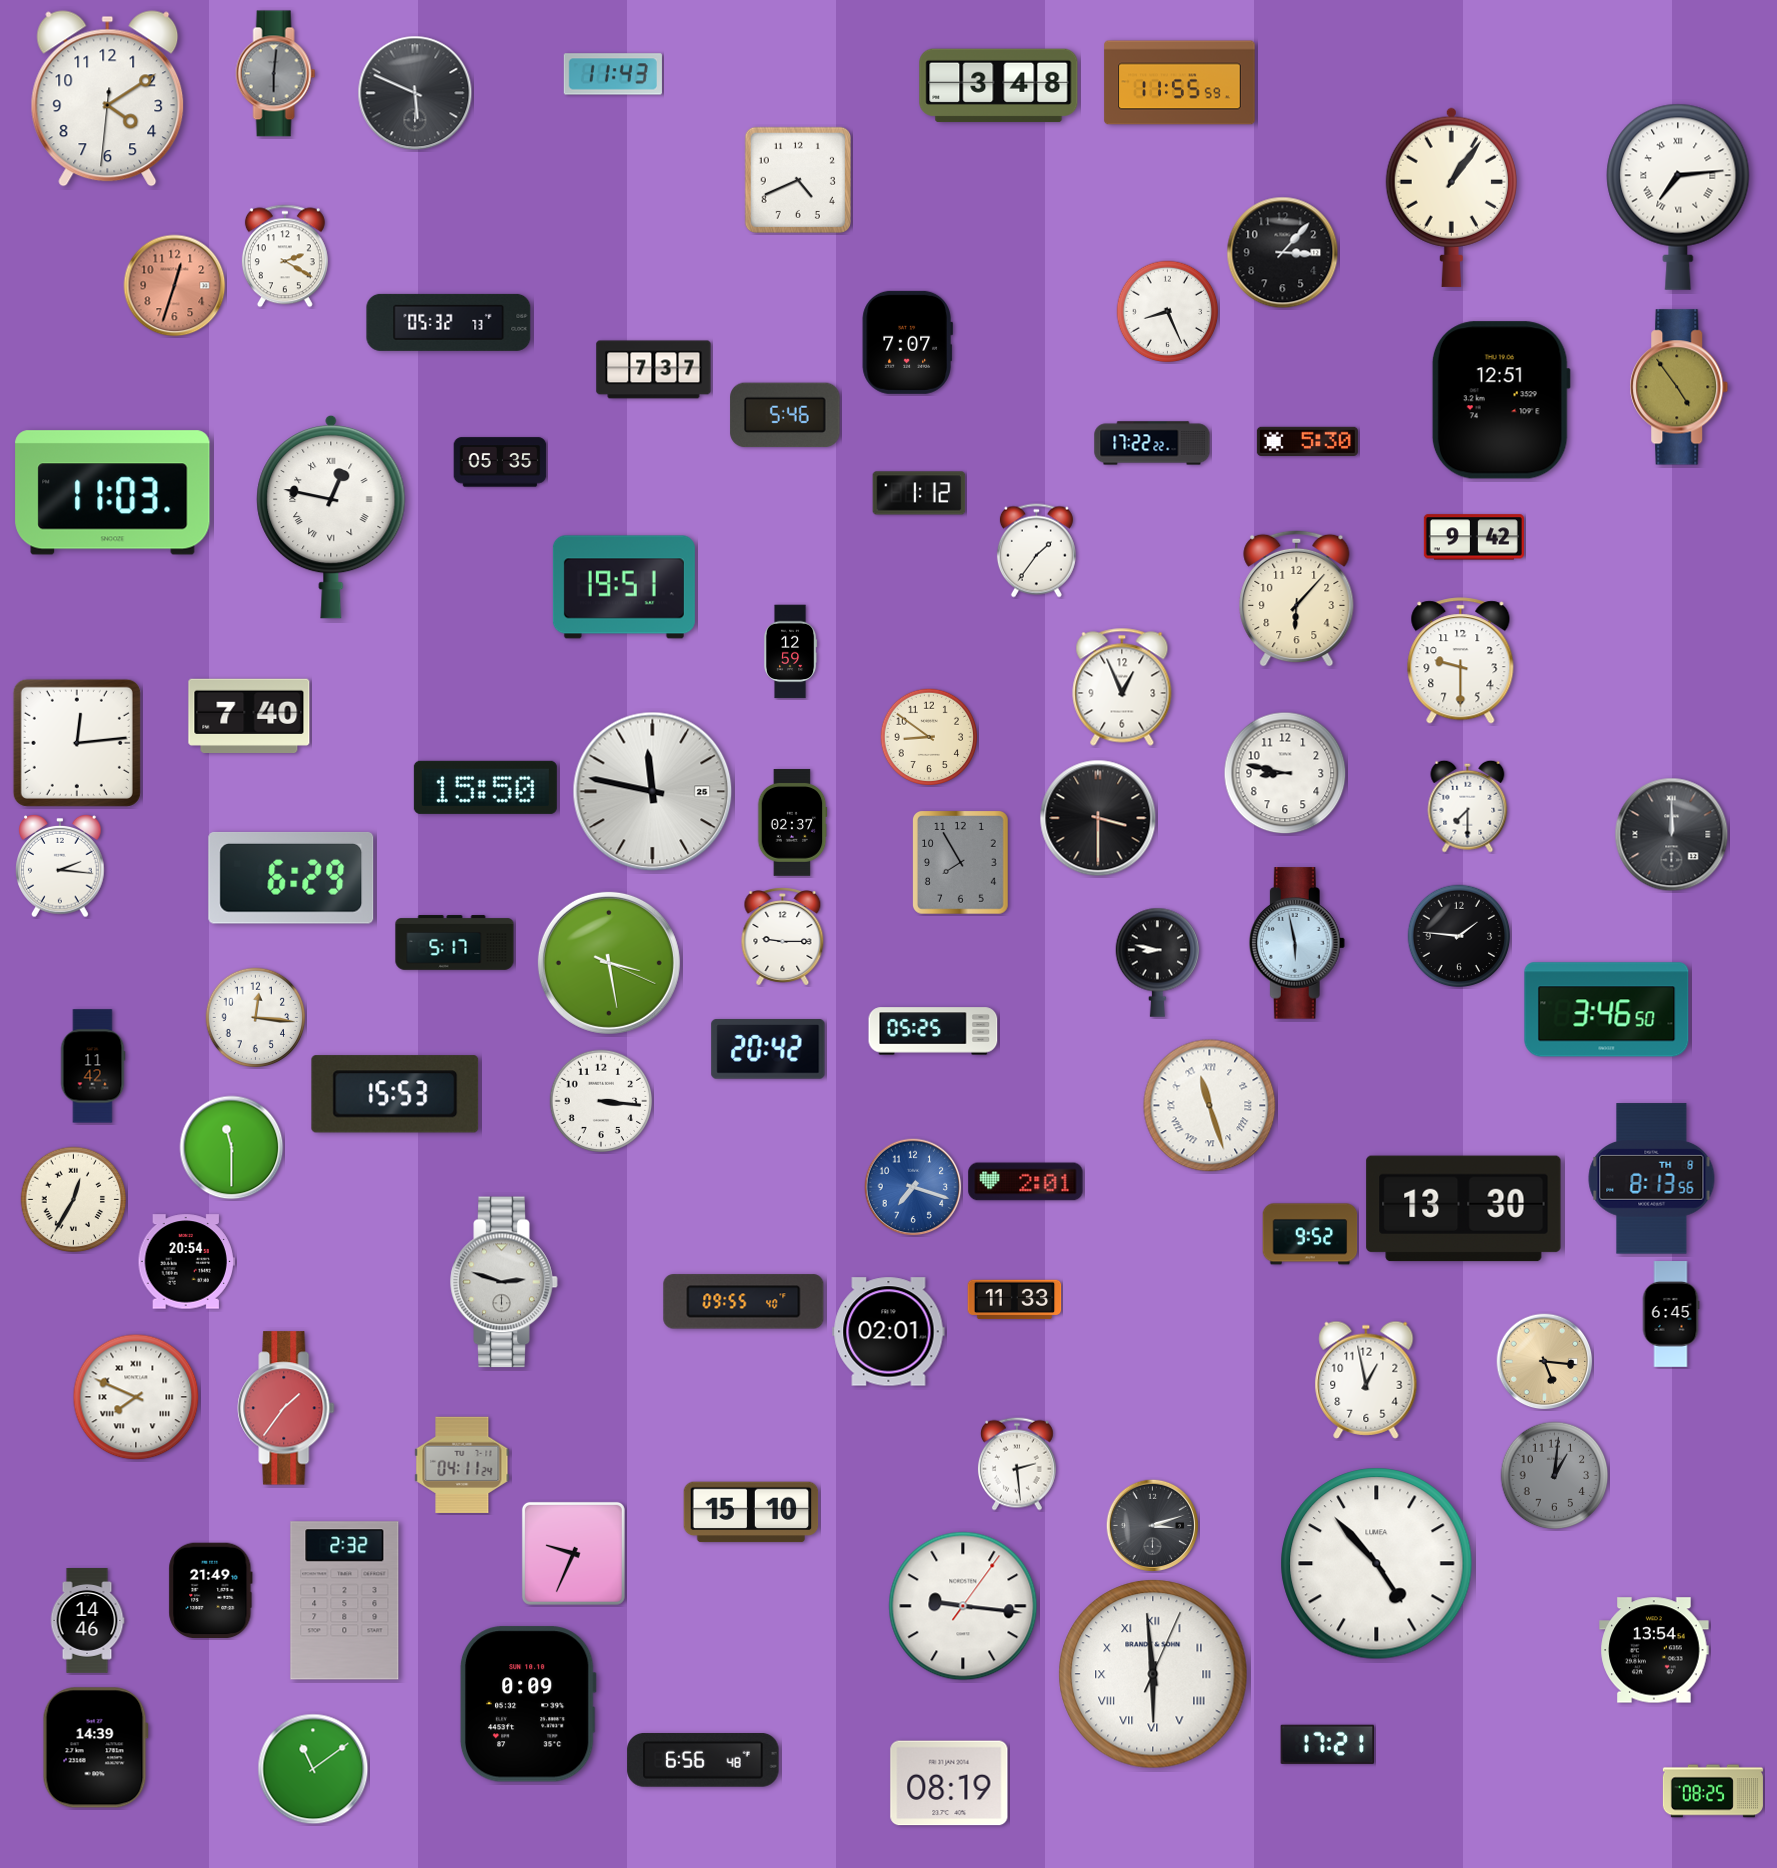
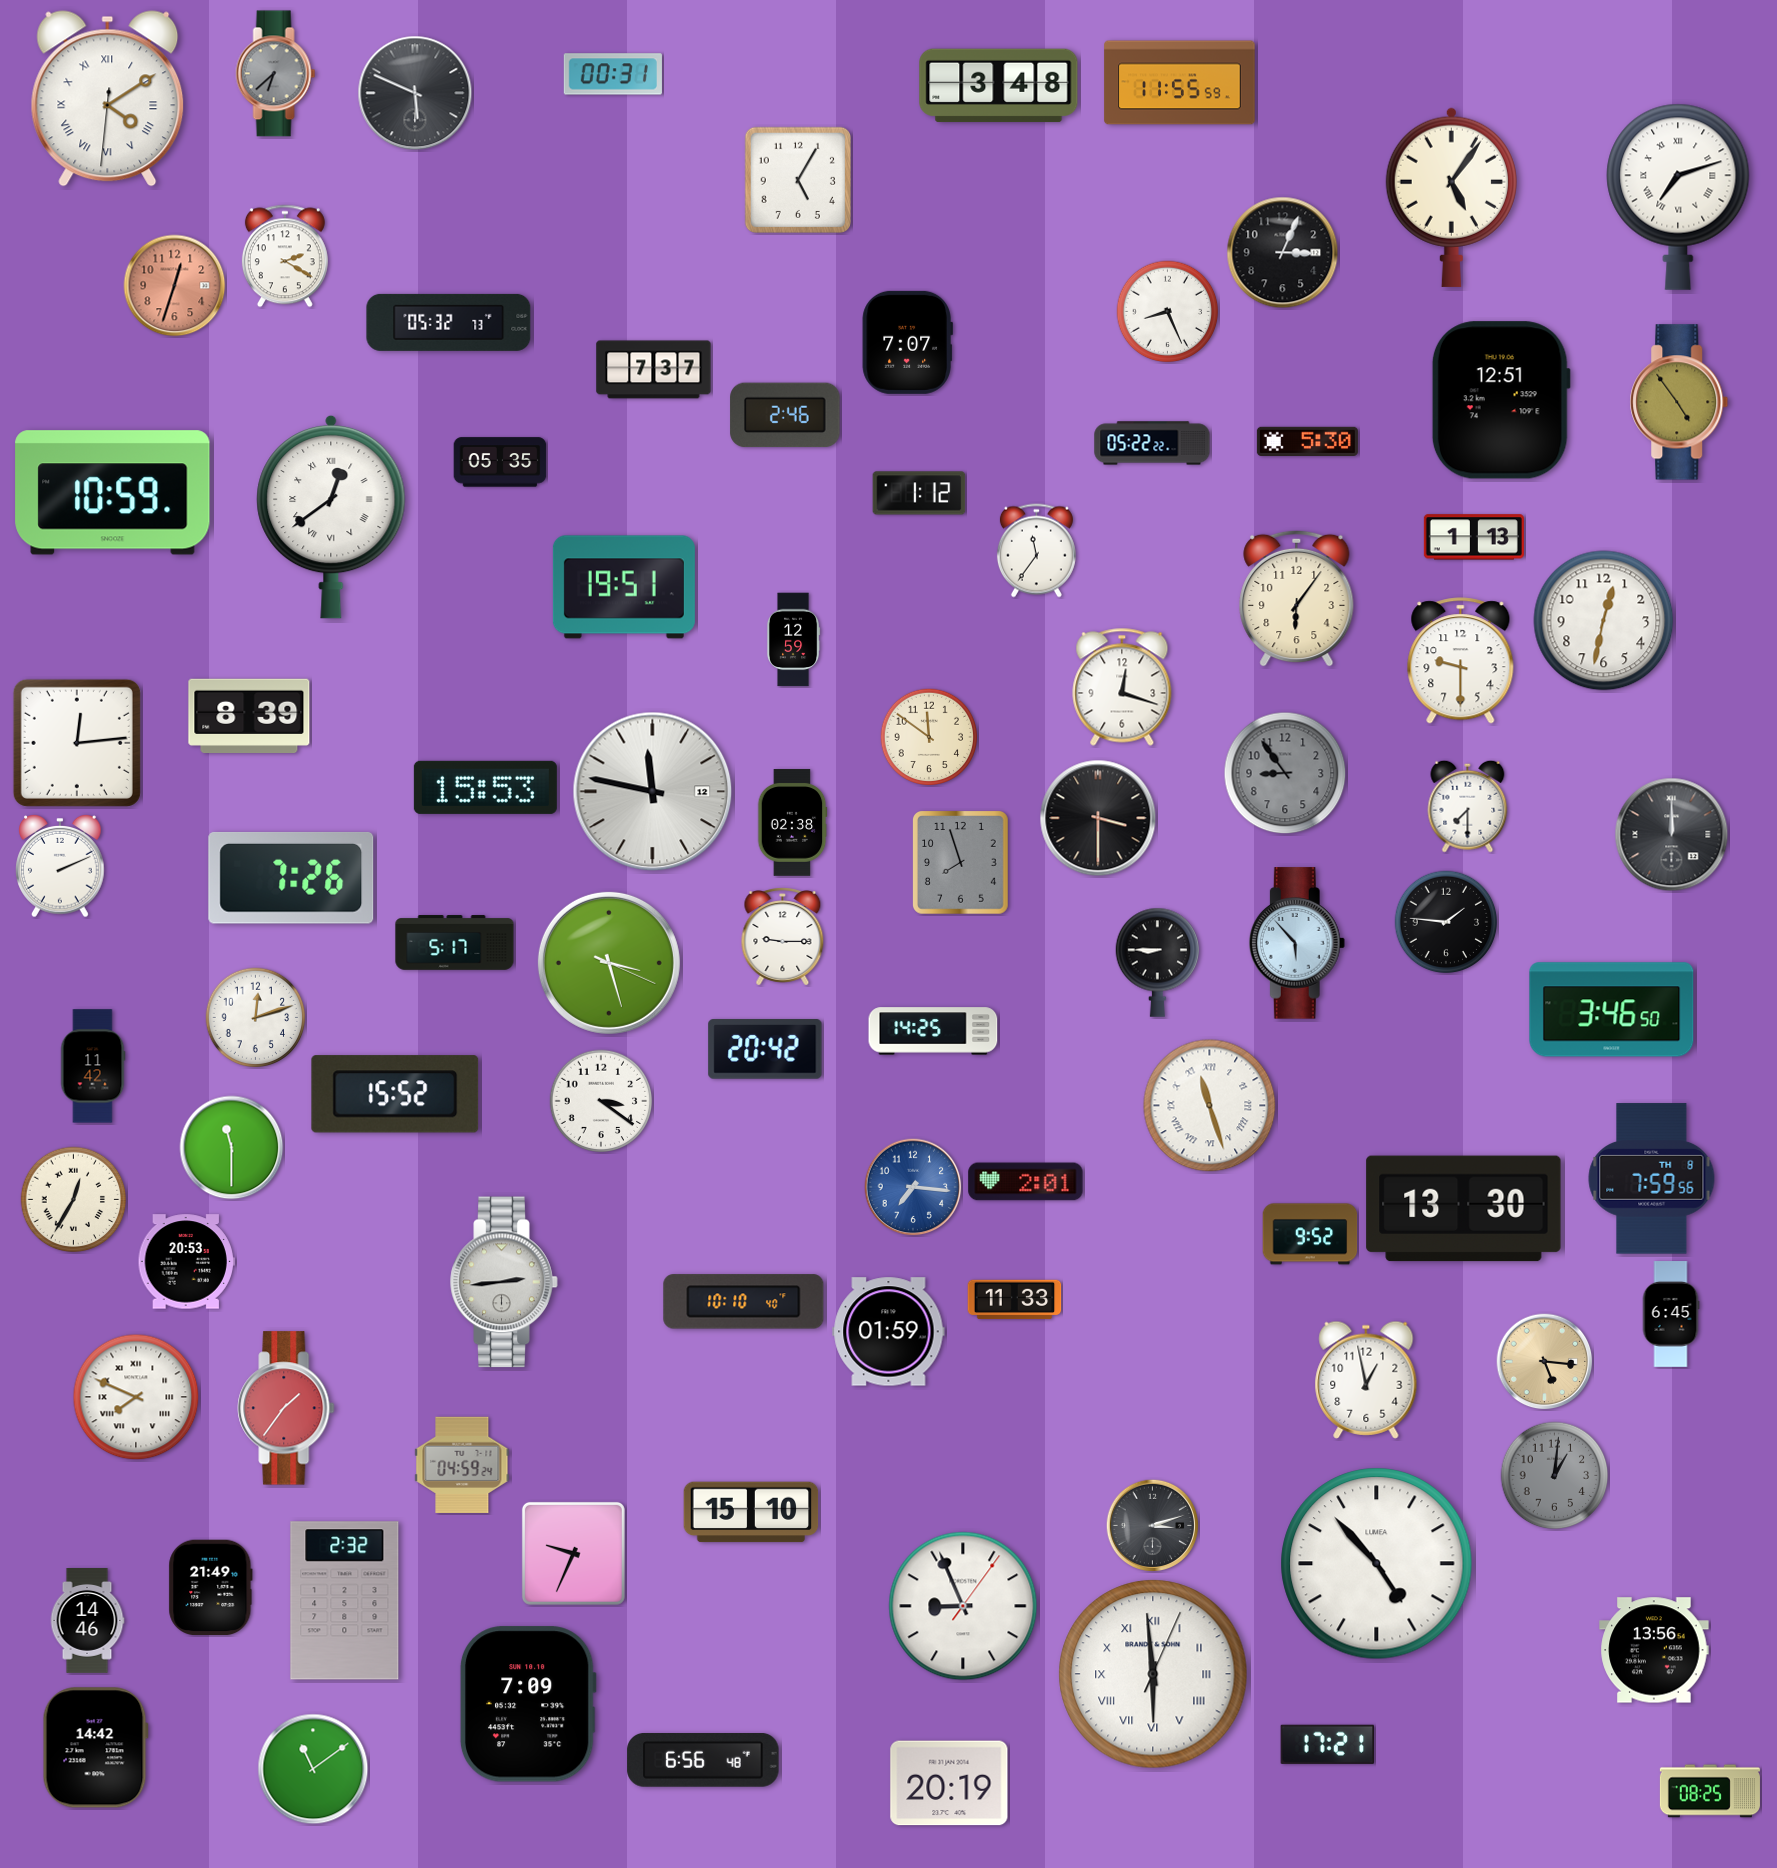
clock at (276, 74): 6:01 -> 6:38
clock at (613, 74): 11:43 -> 00:31
clock at (108, 99) numerals: Arabic -> Roman
clock at (798, 180): 4:41 -> 5:05
clock at (1451, 197): 1:06 -> 5:06
clock at (1678, 197): 7:14 -> 7:12
clock at (1283, 253): 3:07 -> 3:04
clock at (1679, 387) position: (1679, 387) -> (1679, 402)
clock at (785, 415): 5:46 -> 2:46
clock at (1152, 443): 17:22 -> 05:22
clock at (113, 493): 11:03 -> 10:59
clock at (331, 517): 12:47 -> 12:39
clock at (1474, 537): 9:42 -> 1:13
clock at (1036, 551): 1:36 -> 11:36
clock at (1297, 598): 6:07 -> 6:06
clock at (1604, 621): none -> 12:32
clock at (790, 652) position: (790, 652) -> (793, 640)
clock at (1122, 687): 12:56 -> 12:18
clock at (249, 716): 7:40 -> 8:39
clock at (929, 737): 8:51 -> 11:51
clock at (1285, 773): 8:47 -> 8:54
clock at (1285, 773) dial: white -> grey
clock at (485, 787): 15:50 -> 15:53
clock at (653, 792) date: 25 -> 12
clock at (792, 823): 02:37 -> 02:38
clock at (961, 863): 7:55 -> 7:57
clock at (60, 867): 2:16 -> 2:11
clock at (291, 878): 6:29 -> 7:26
clock at (1459, 936) position: (1459, 936) -> (1446, 922)
clock at (1297, 943): 5:58 -> 5:53
clock at (1158, 962): 8:47 -> 8:45
clock at (609, 963): 3:28 -> 3:27
clock at (1607, 1010) position: (1607, 1010) -> (1612, 1010)
clock at (256, 1018): 12:16 -> 12:12
clock at (933, 1031): 05:25 -> 14:25
clock at (768, 1049) position: (768, 1049) -> (765, 1049)
clock at (395, 1094): 15:53 -> 15:52
clock at (601, 1101): 3:16 -> 3:21
clock at (1652, 1179): 8:13 -> 7:59
clock at (913, 1187): 7:18 -> 7:16
clock at (186, 1262): 20:54 -> 20:53
clock at (504, 1282): 2:48 -> 2:44
clock at (744, 1302): 09:55 -> 10:10
clock at (889, 1332): 02:01 -> 01:59
clock at (462, 1464): 04:11 -> 04:59
clock at (1017, 1464): 2:29 -> none
clock at (211, 1591) position: (211, 1591) -> (211, 1588)
clock at (963, 1606): 9:16 -> 8:56
clock at (1654, 1650): 13:54 -> 13:56
clock at (528, 1704): 0:09 -> 7:09
clock at (95, 1748): 14:39 -> 14:42
clock at (949, 1783): 08:19 -> 20:19
clock at (1713, 1791) position: (1713, 1791) -> (1710, 1791)
